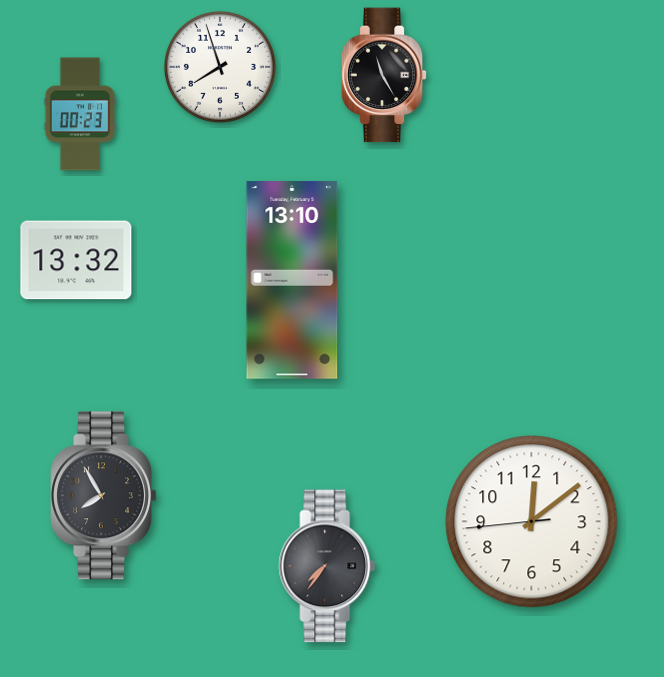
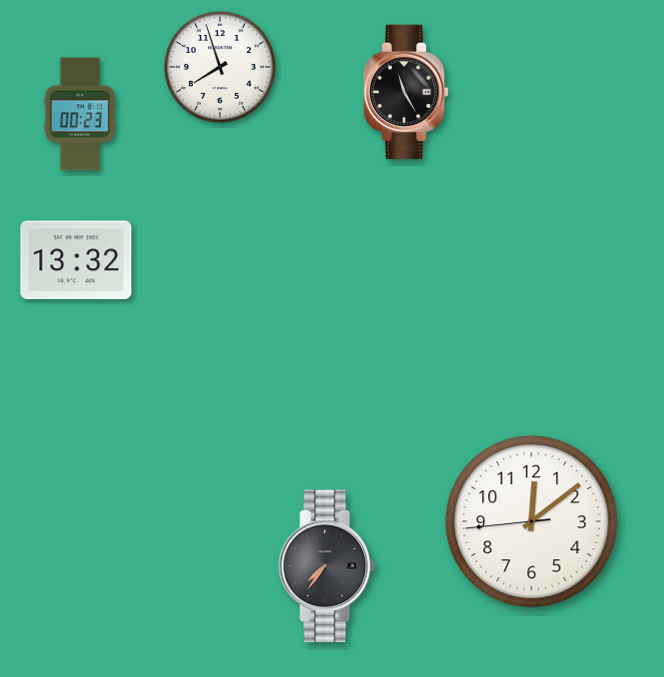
clock at (384, 75) position: (384, 75) -> (406, 92)
clock at (292, 280): 13:10 -> none
clock at (103, 496): 7:55 -> none
